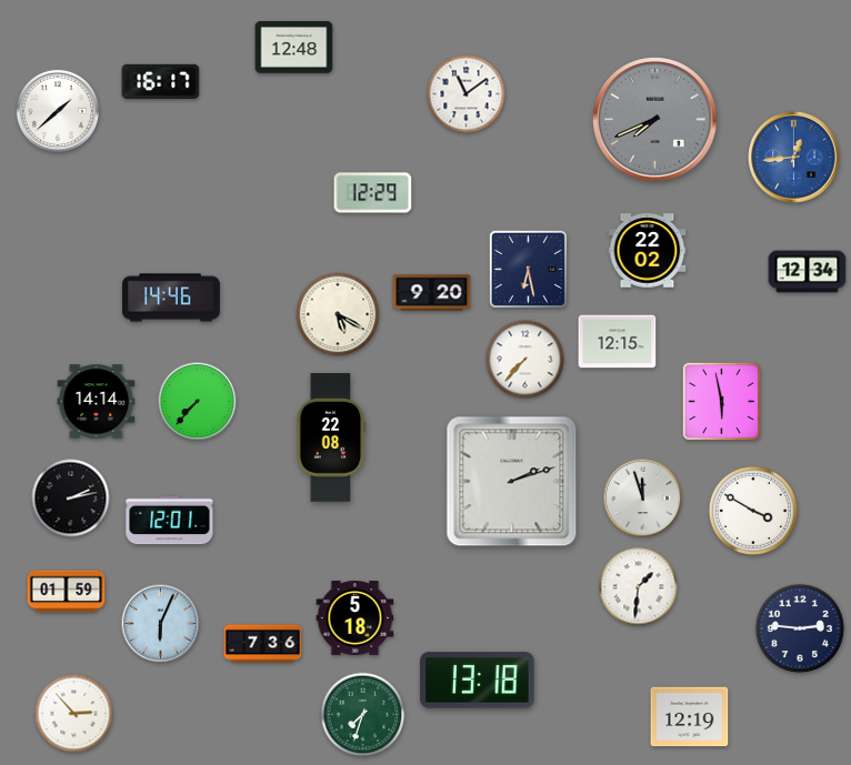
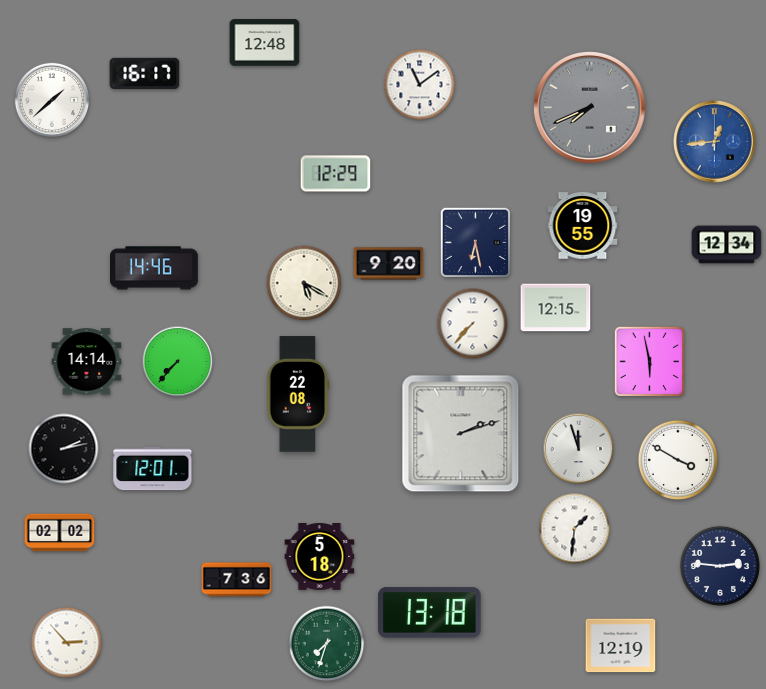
clock at (648, 251): 22:02 -> 19:55
clock at (67, 592): 01:59 -> 02:02
clock at (161, 624): 6:04 -> none
